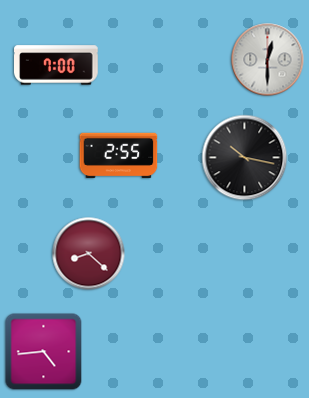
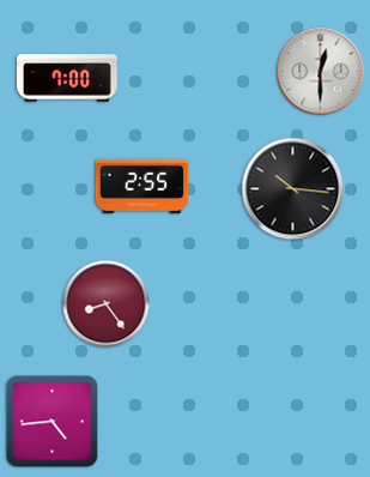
clock at (245, 158): 10:17 -> 10:16
clock at (89, 254): 8:22 -> 8:24
